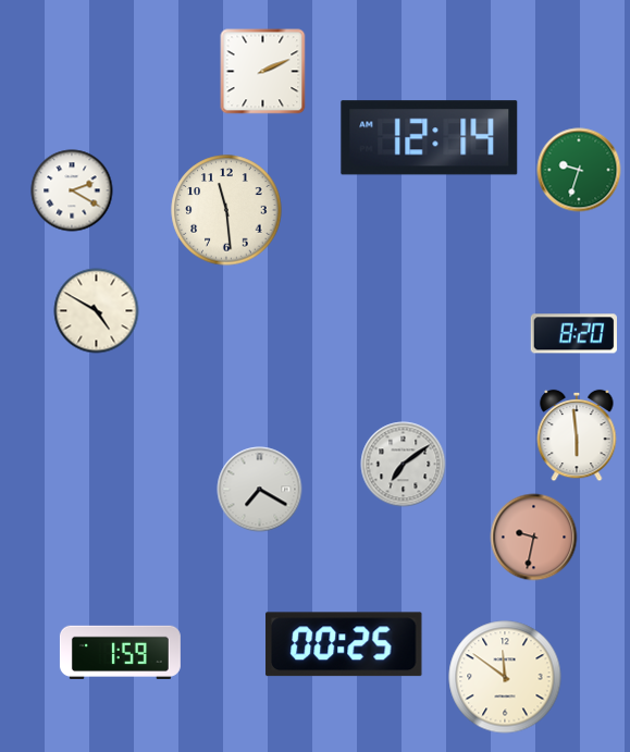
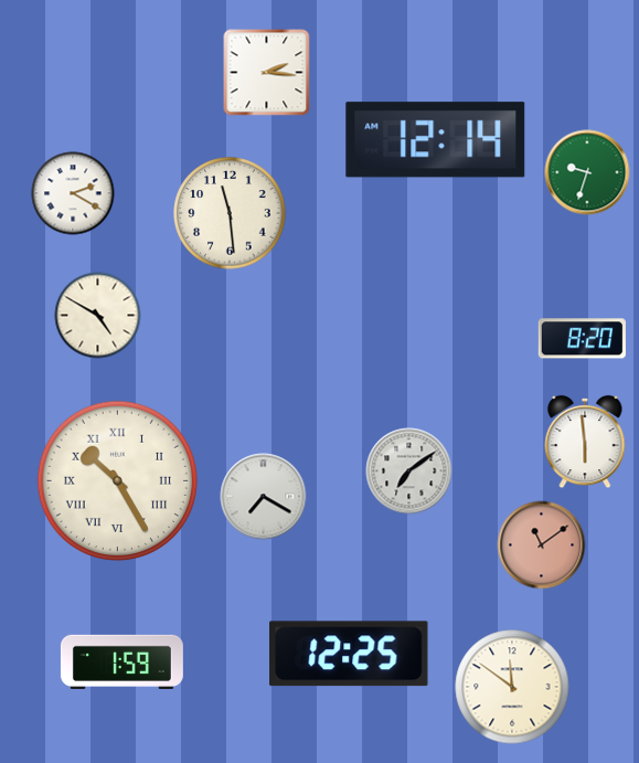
clock at (263, 72): 2:11 -> 2:16
clock at (117, 480): none -> 10:25
clock at (534, 538): 9:32 -> 11:09
clock at (344, 644): 00:25 -> 12:25
